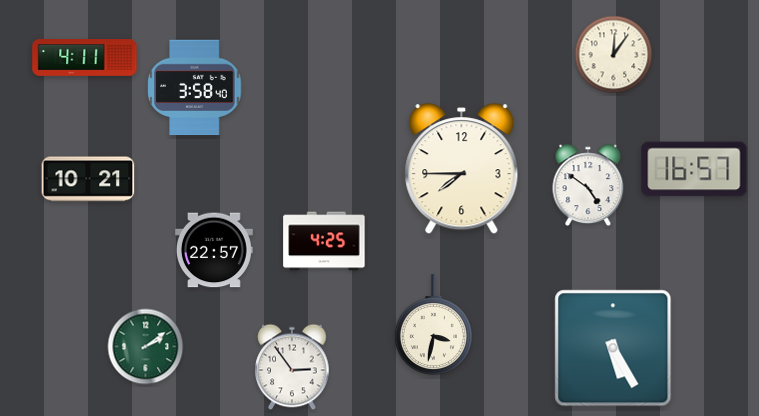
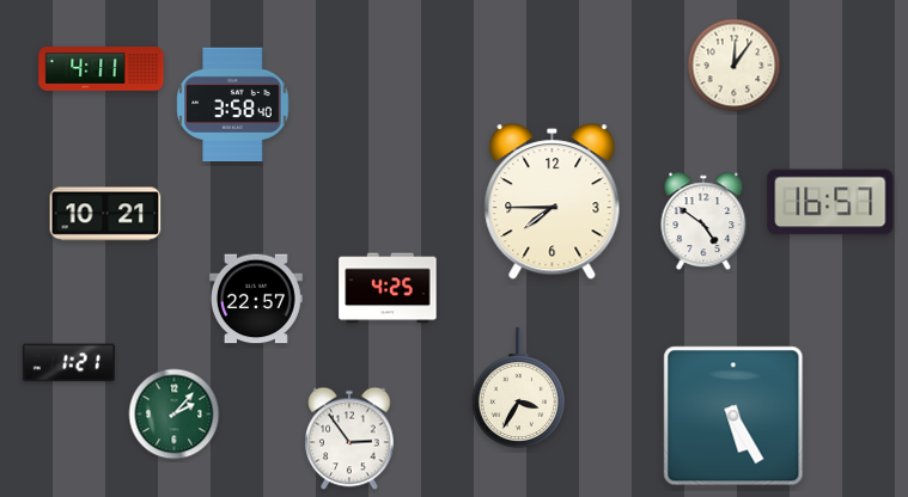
clock at (68, 363): none -> 1:21
clock at (433, 325): 3:32 -> 3:35
clock at (146, 347): 2:09 -> 2:07
